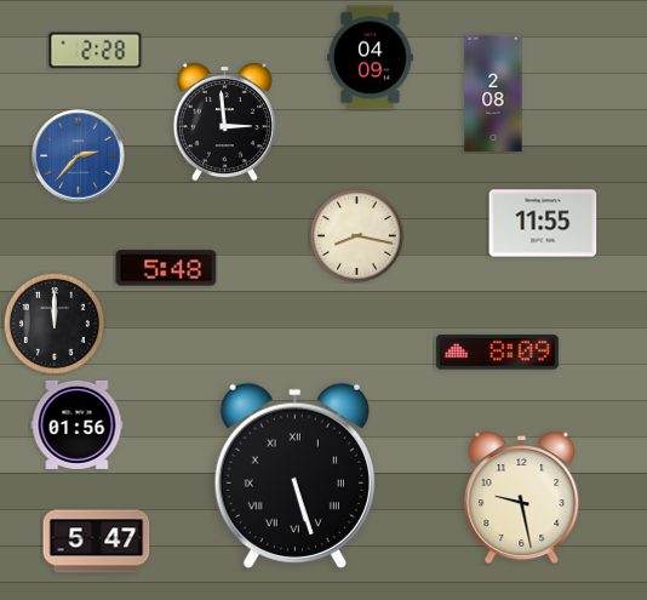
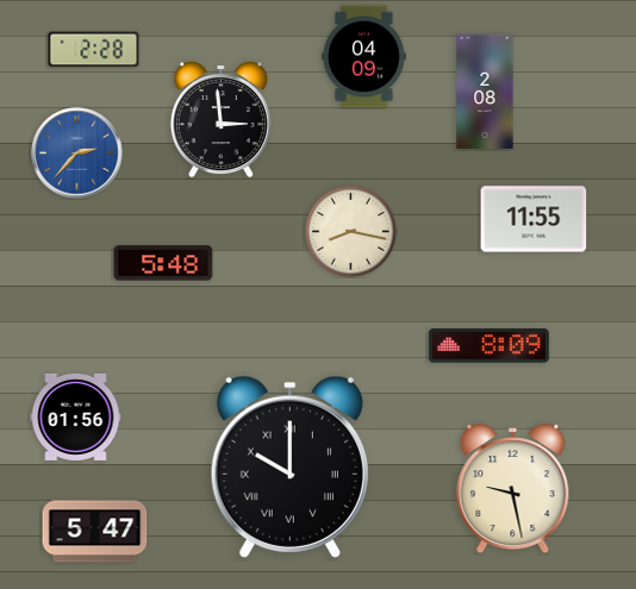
clock at (55, 324): 12:00 -> none
clock at (294, 475): 5:27 -> 10:00
